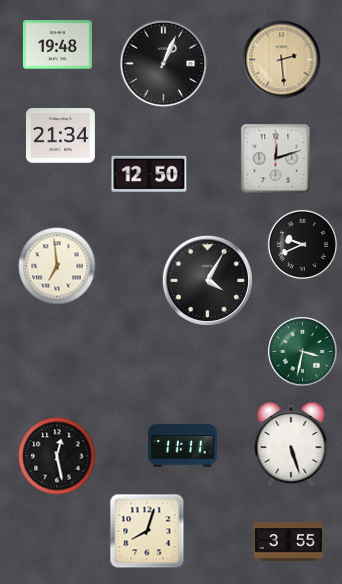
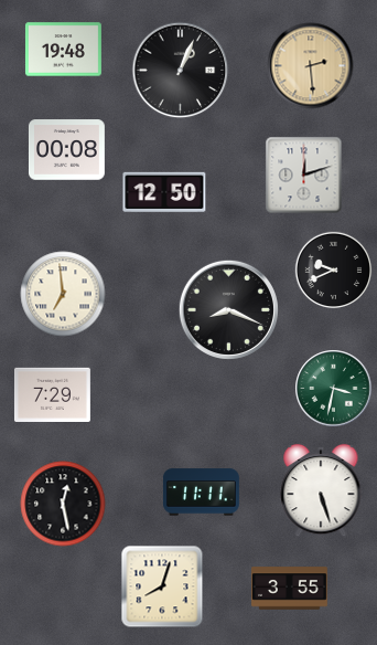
clock at (60, 136): 21:34 -> 00:08
clock at (207, 280): 4:05 -> 8:19
clock at (52, 394): none -> 7:29
clock at (289, 542) position: (289, 542) -> (290, 589)
